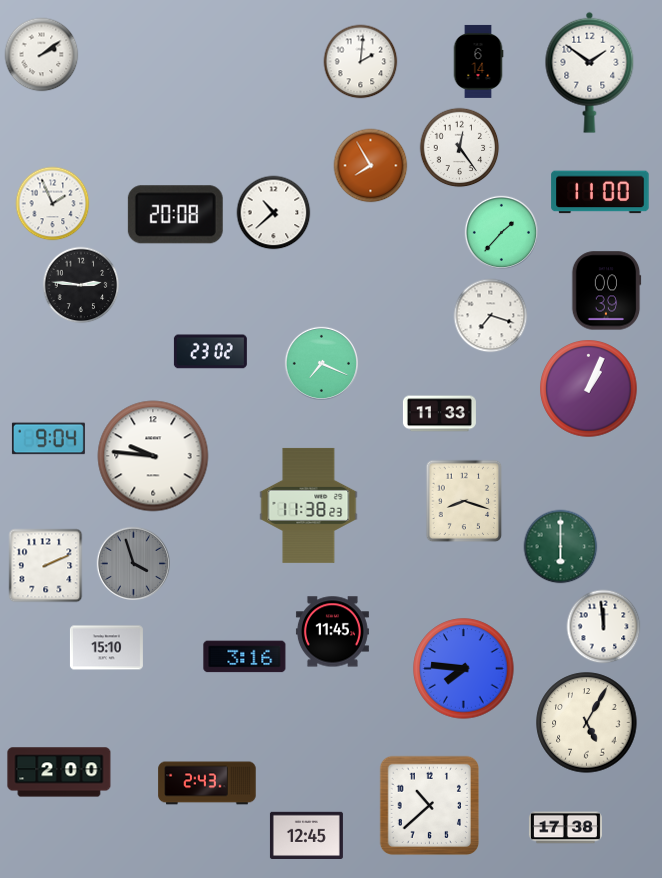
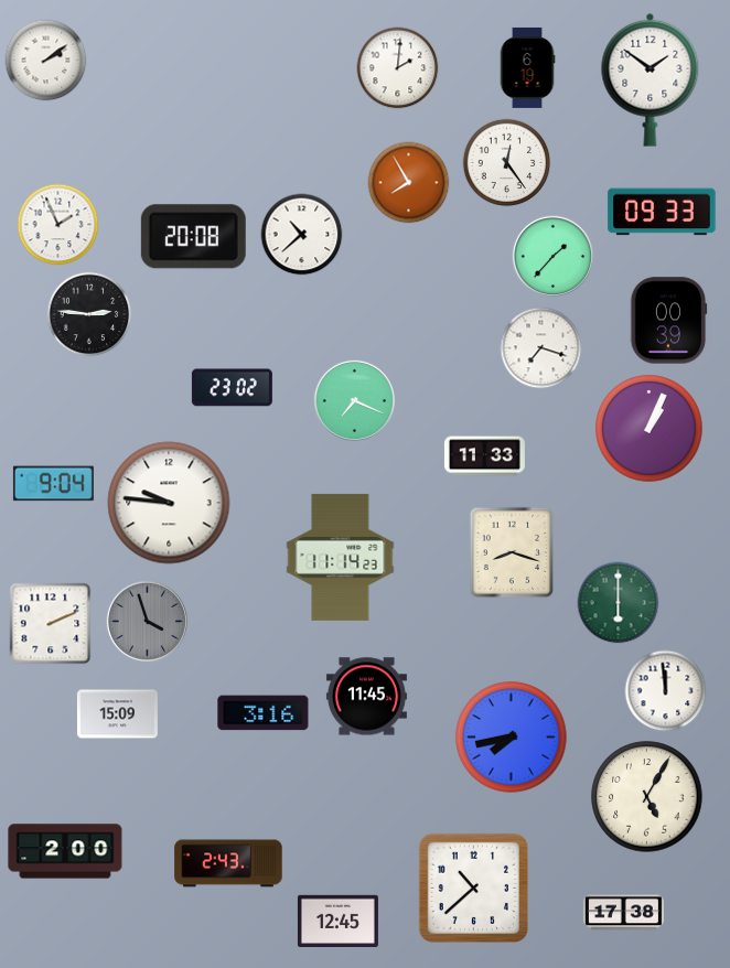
clock at (478, 61): 6:14 -> 6:19
clock at (600, 192): 11:00 -> 09:33
clock at (309, 505): 11:38 -> 11:14
clock at (106, 648): 15:10 -> 15:09
clock at (245, 657) position: (245, 657) -> (264, 713)
clock at (464, 669): 7:46 -> 7:43
